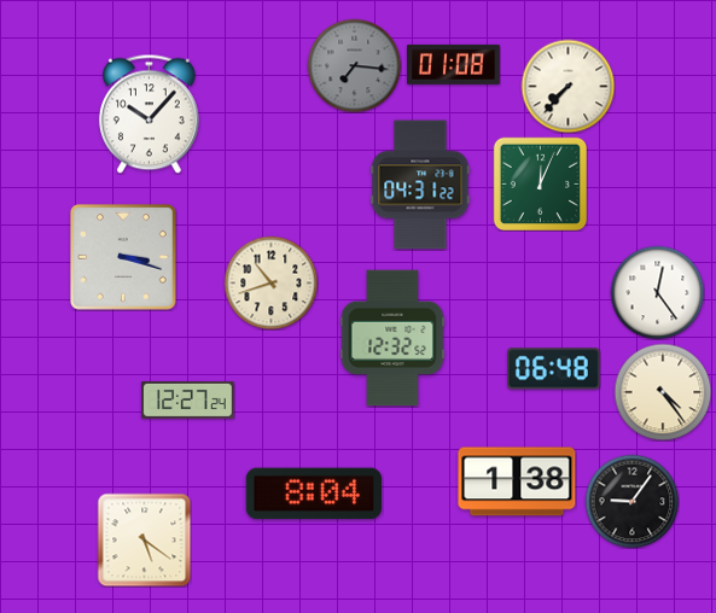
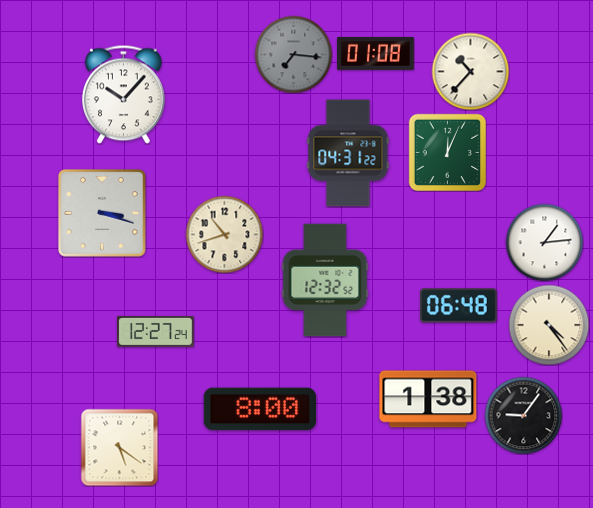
clock at (567, 86): 7:37 -> 10:37
clock at (657, 292): 12:24 -> 1:14
clock at (314, 494): 8:04 -> 8:00
